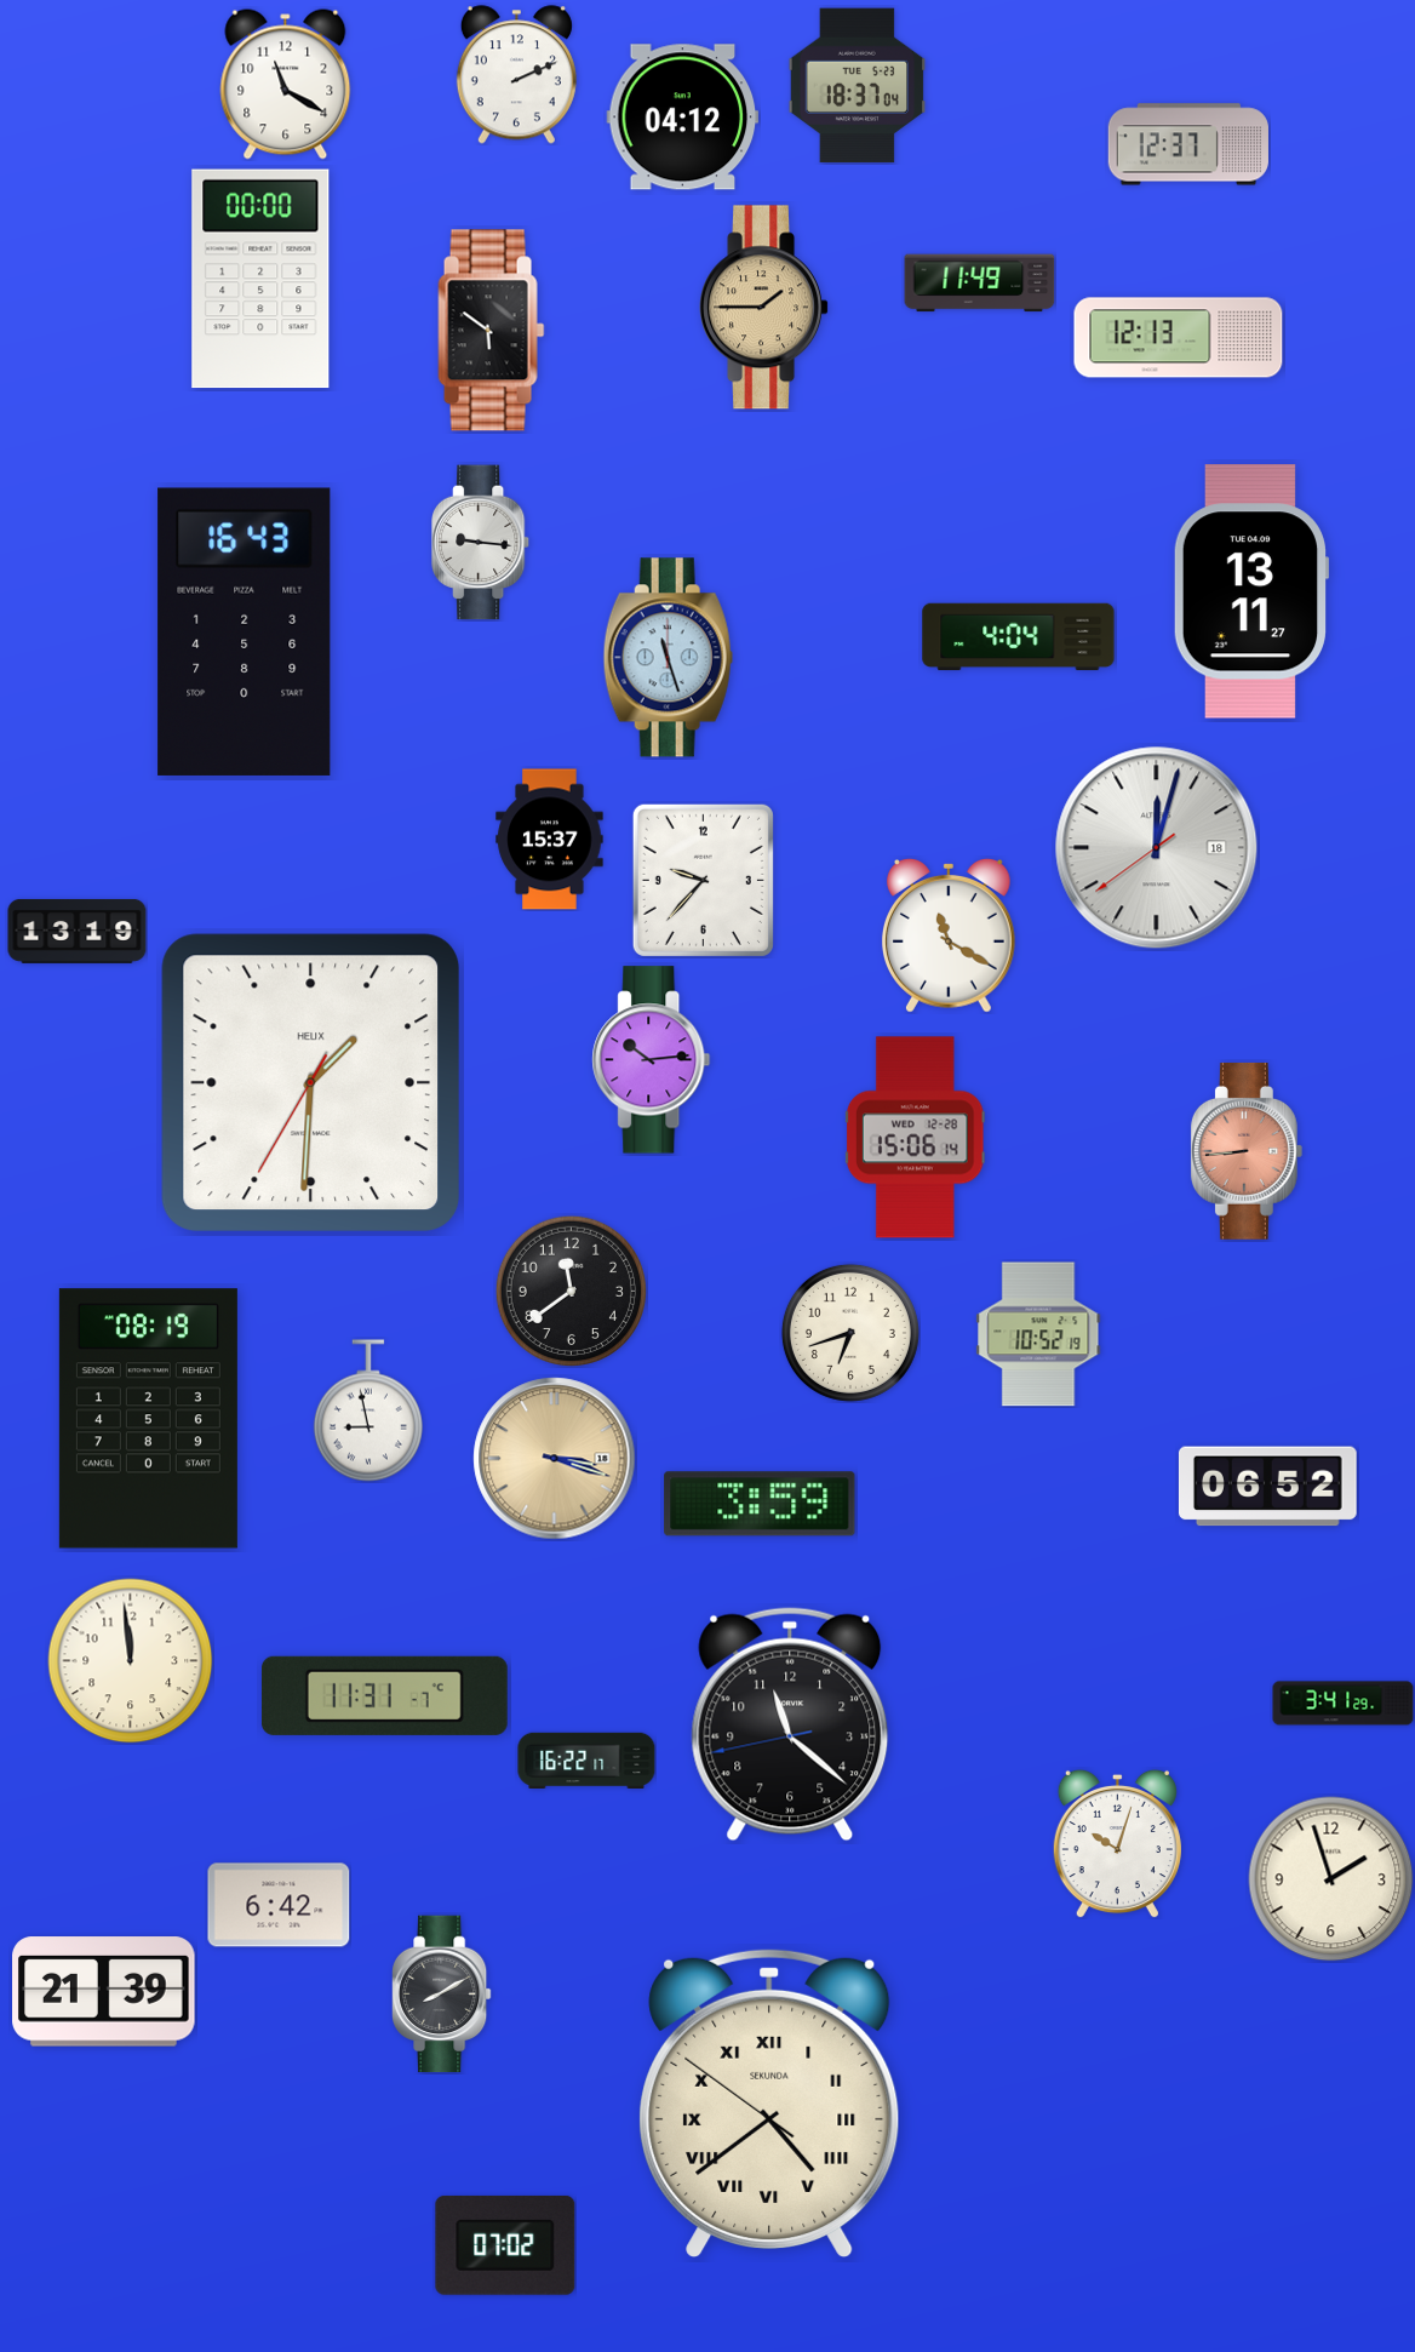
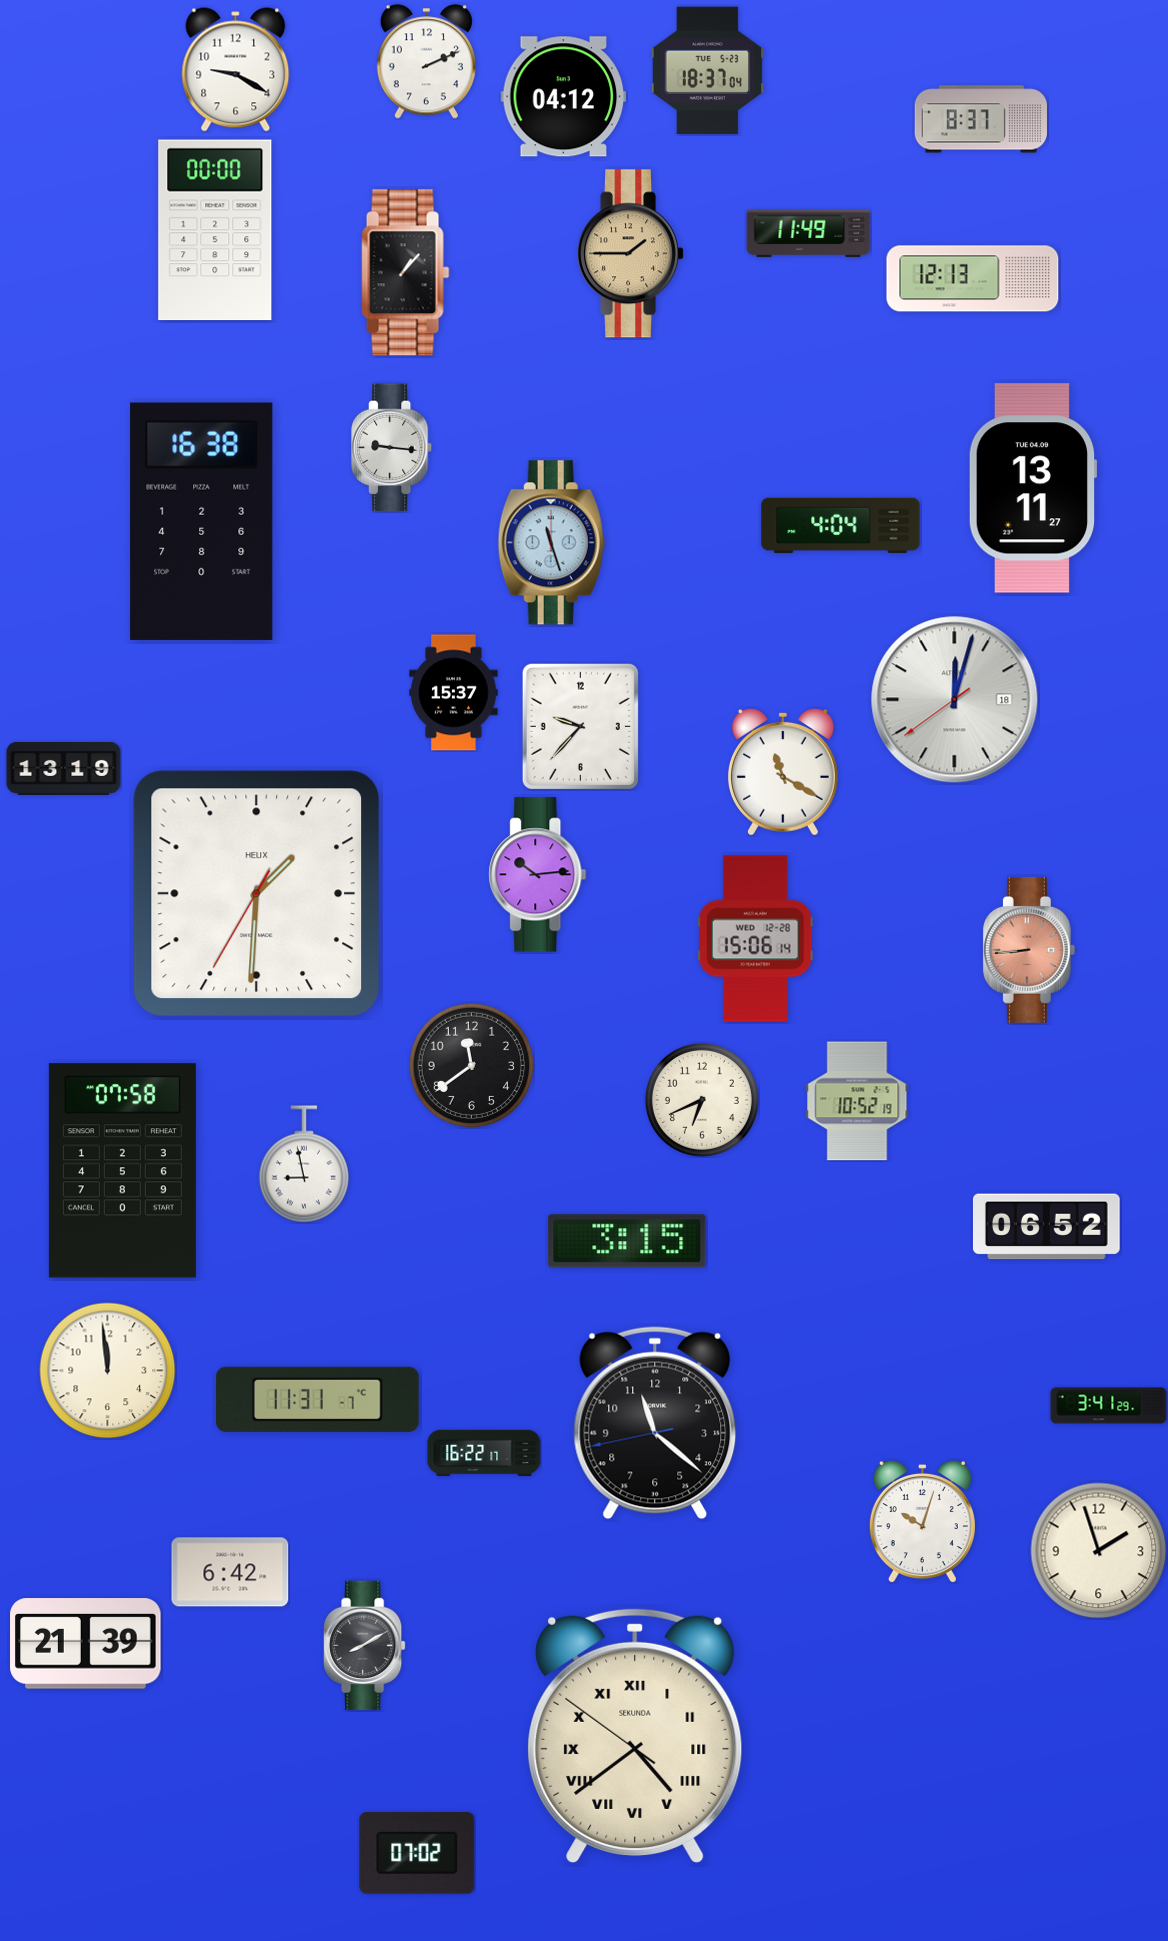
clock at (286, 85): 11:20 -> 9:20
clock at (1187, 144): 12:37 -> 8:37
clock at (492, 331): 5:51 -> 1:07
clock at (482, 543) position: (482, 543) -> (393, 448)
clock at (245, 631): 16:43 -> 16:38
clock at (850, 1333): 6:42 -> 6:41
clock at (148, 1419): 08:19 -> 07:58
clock at (555, 1459): 3:18 -> none
clock at (760, 1504): 3:59 -> 3:15
clock at (790, 1724) position: (790, 1724) -> (655, 1423)
